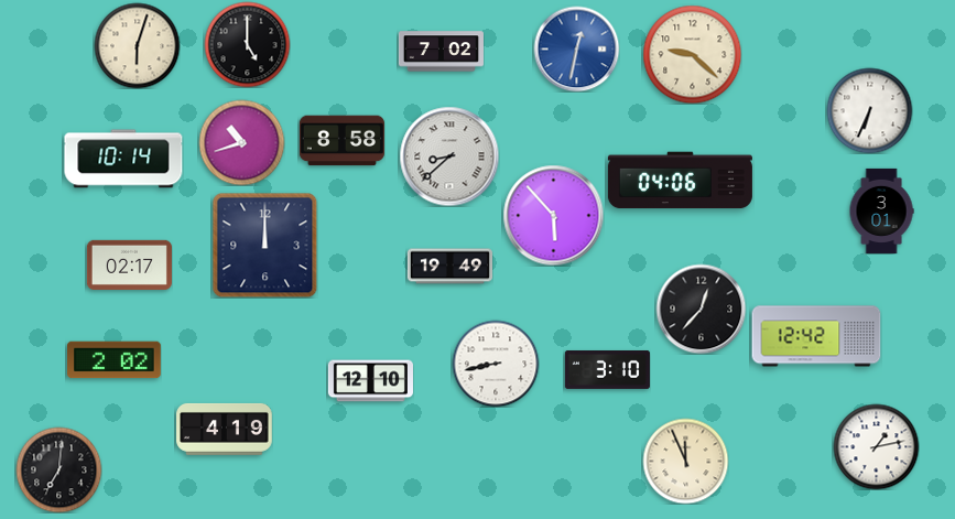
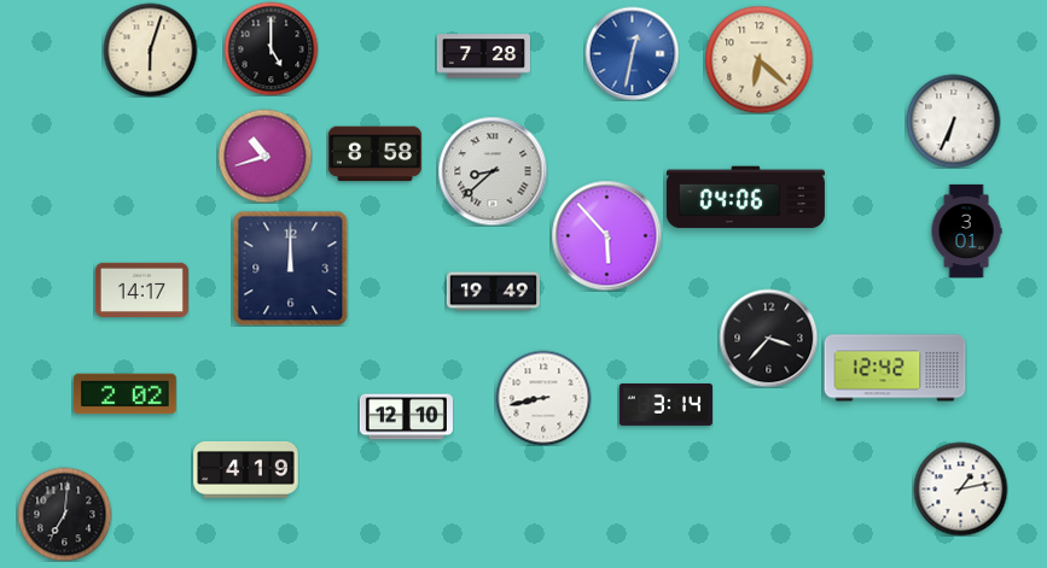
clock at (441, 52): 7:02 -> 7:28
clock at (692, 54): 9:22 -> 6:22
clock at (123, 159): 10:14 -> none
clock at (129, 264): 02:17 -> 14:17
clock at (701, 309): 12:37 -> 3:37
clock at (607, 369): 3:10 -> 3:14
clock at (685, 461): 11:56 -> none
